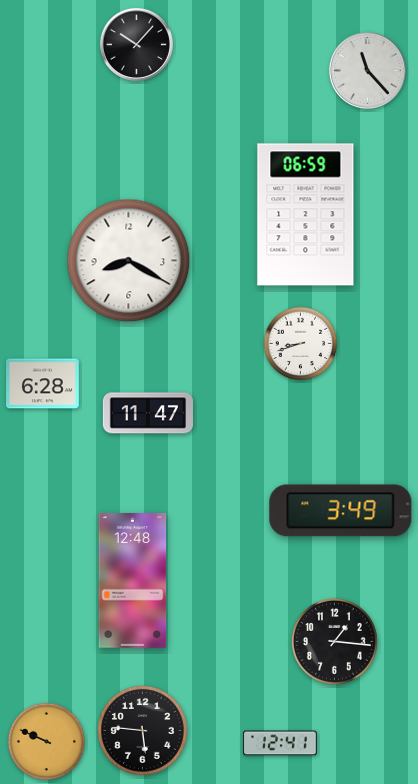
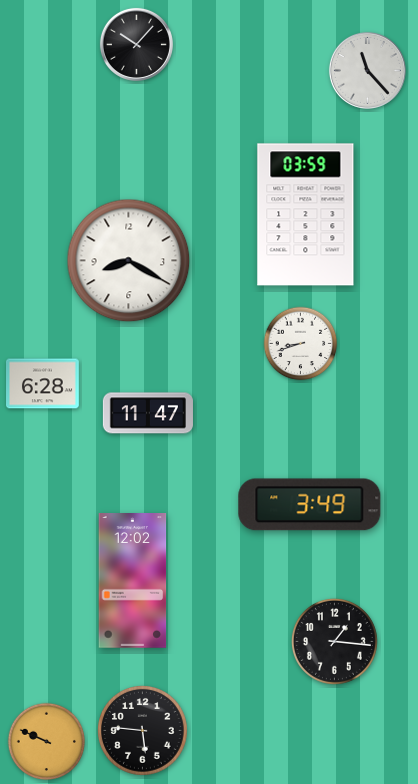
clock at (306, 215): 06:59 -> 03:59
clock at (341, 511) position: (341, 511) -> (310, 505)
clock at (133, 581): 12:48 -> 12:02
clock at (280, 743): 12:41 -> none
